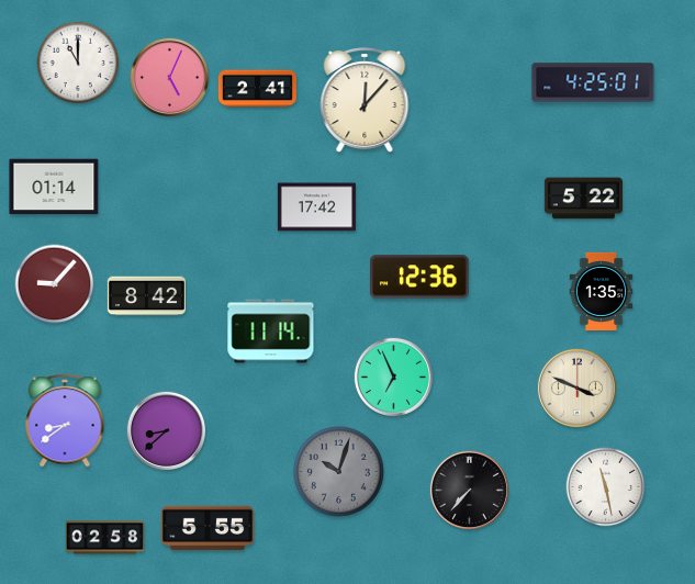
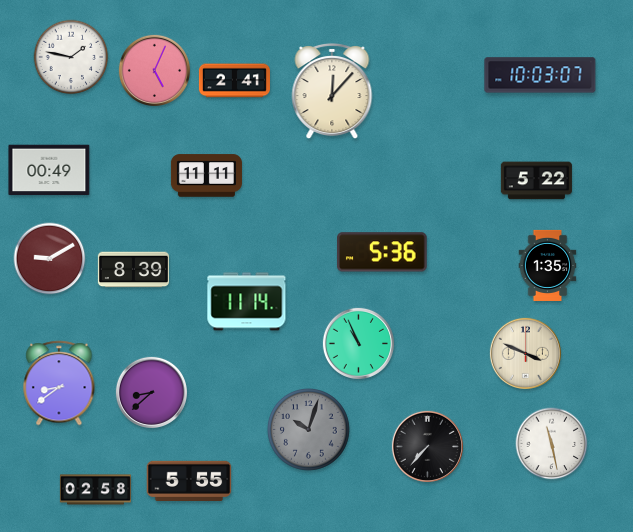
clock at (78, 63): 11:00 -> 1:47
clock at (593, 82): 4:25 -> 10:03
clock at (54, 187): 01:14 -> 00:49
clock at (206, 176): none -> 11:11
clock at (583, 199) position: (583, 199) -> (536, 181)
clock at (316, 207): 17:42 -> none
clock at (421, 277): 12:36 -> 5:36
clock at (55, 284): 9:07 -> 9:10
clock at (146, 296): 8:42 -> 8:39
clock at (393, 377): 6:56 -> 10:56
